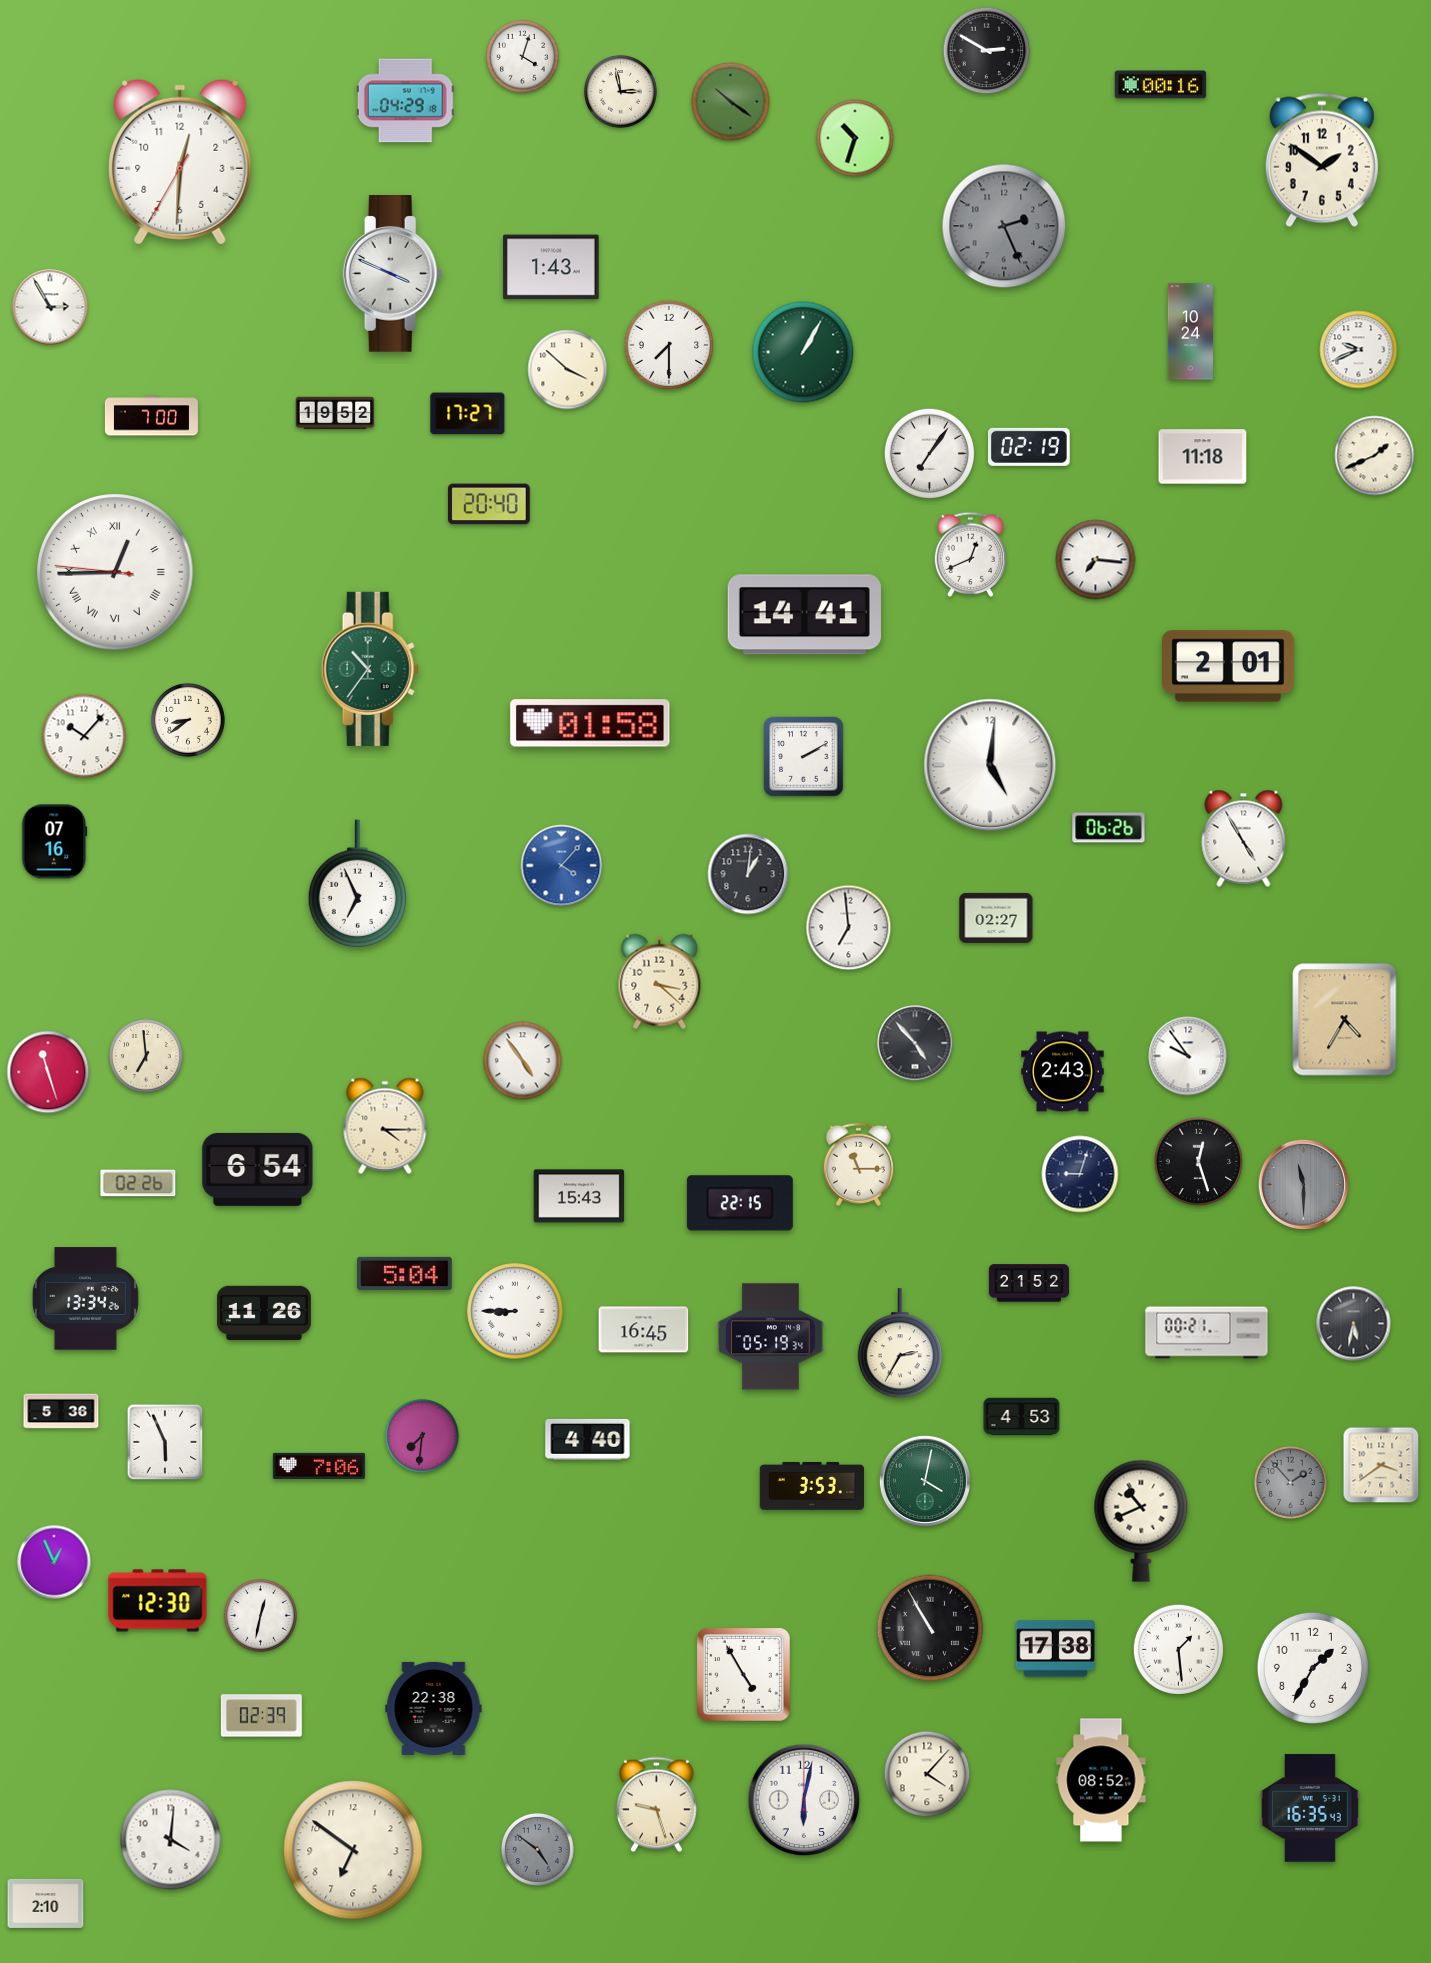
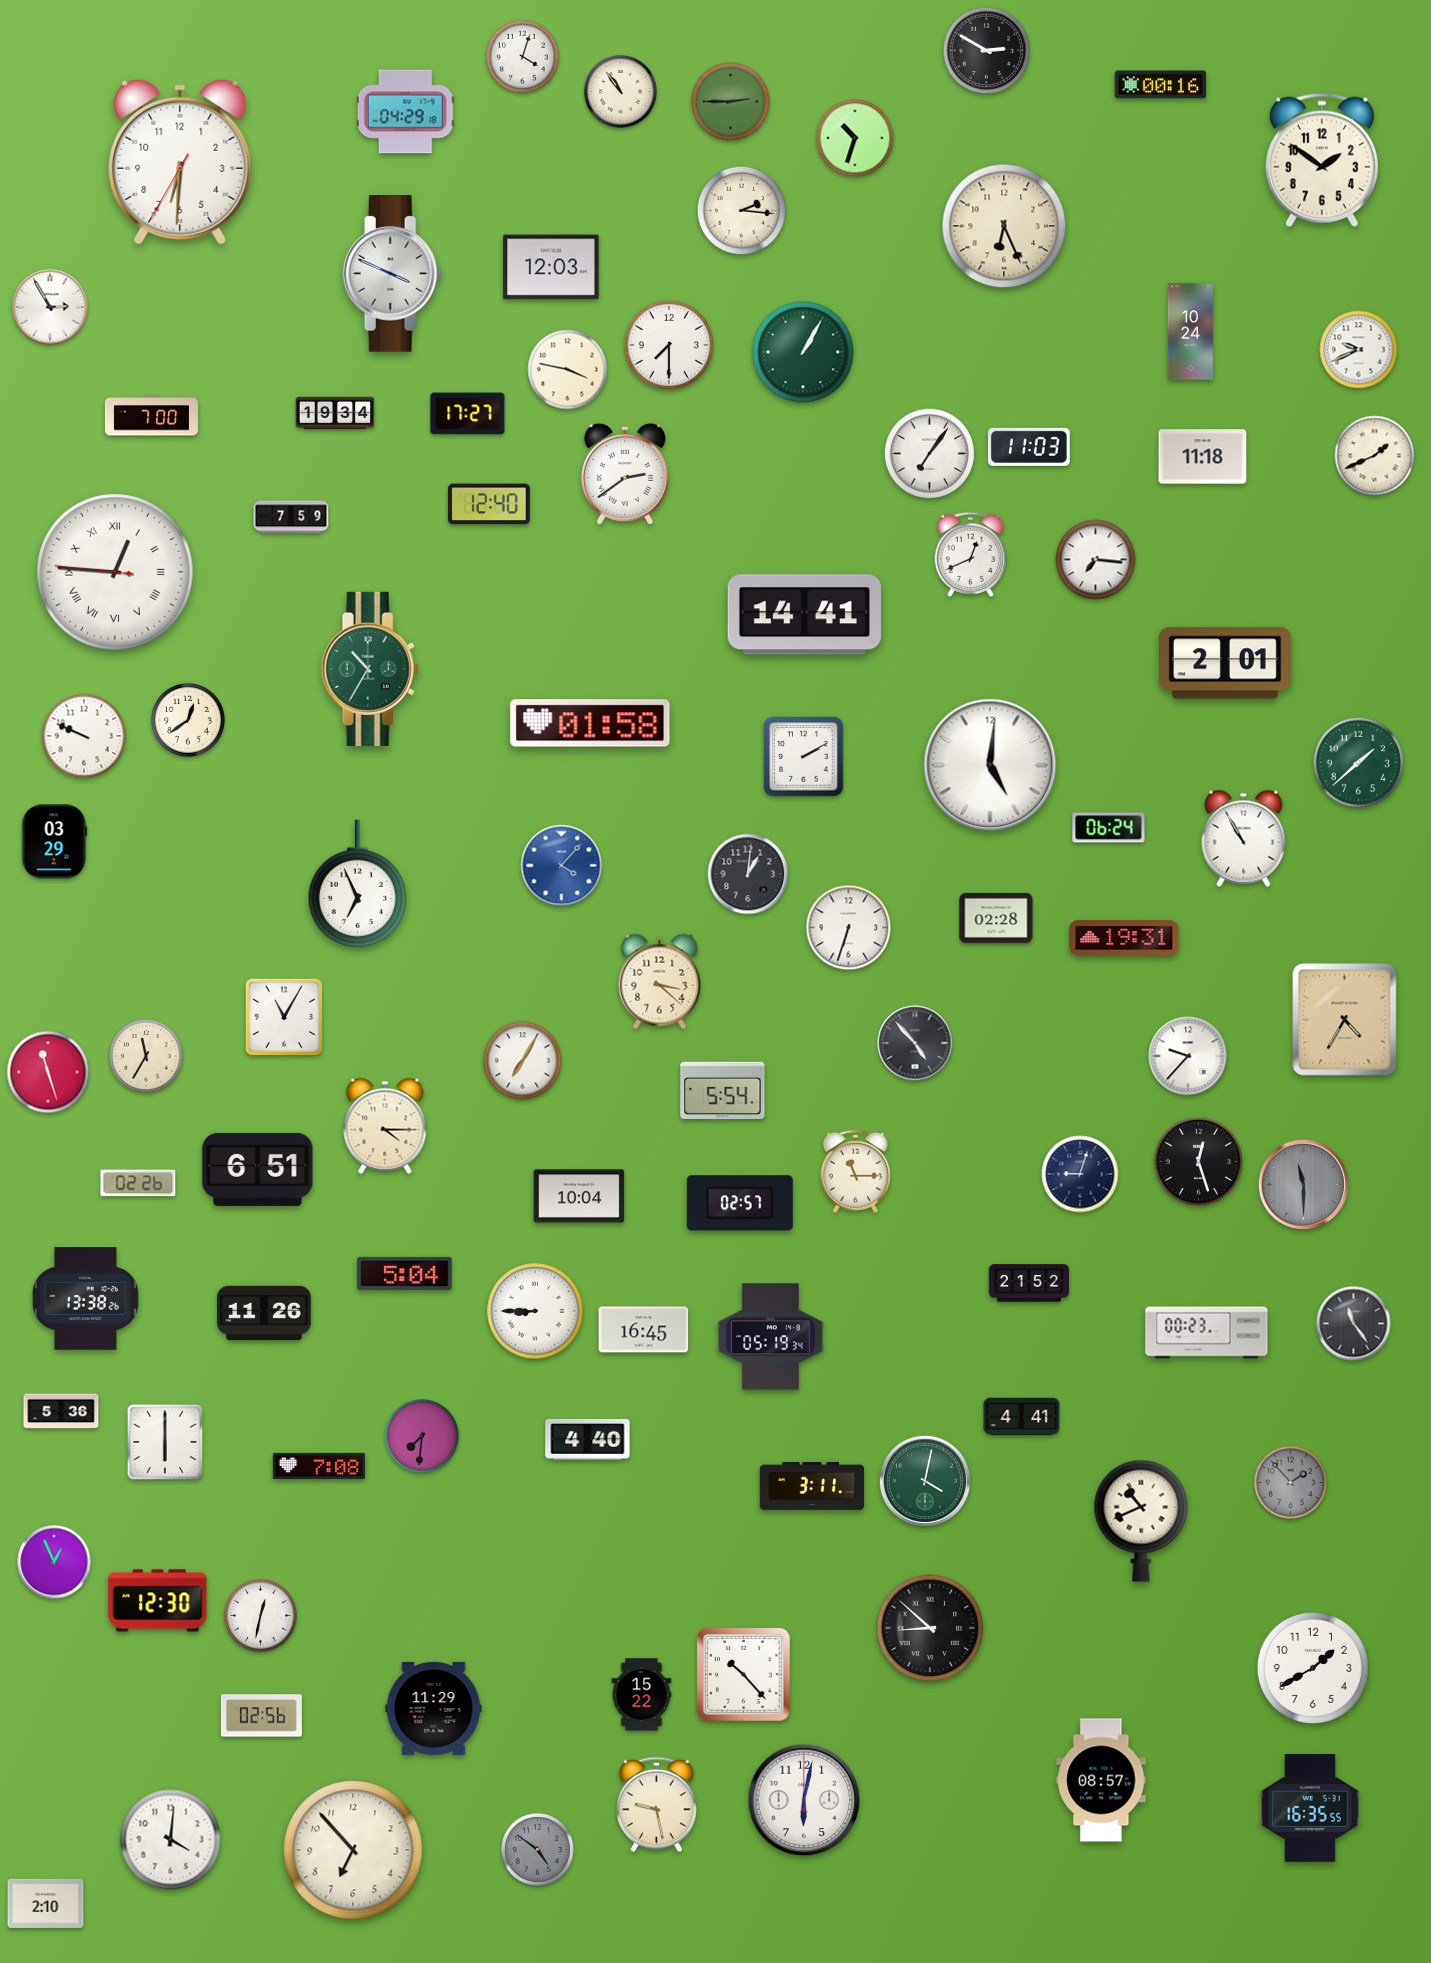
clock at (621, 92): 2:58 -> 10:54
clock at (405, 101) position: (405, 101) -> (405, 112)
clock at (731, 102): 10:21 -> 2:45
clock at (180, 162): 12:30 -> 6:30
clock at (742, 211): none -> 2:16
clock at (1004, 226): 2:26 -> 6:26
clock at (1004, 226) dial: grey -> cream
clock at (551, 267): 1:43 -> 12:03
clock at (568, 370): 3:52 -> 3:47
clock at (335, 413): 19:52 -> 19:34
clock at (1029, 447): 02:19 -> 11:03
clock at (625, 474): none -> 2:39
clock at (489, 504): 20:40 -> 12:40
clock at (291, 517): none -> 7:59
clock at (115, 572): 12:44 -> 12:45
clock at (1229, 666) position: (1229, 666) -> (1226, 663)
clock at (370, 669): 10:36 -> 10:35
clock at (188, 720): 8:39 -> 12:39
clock at (84, 736): 10:07 -> 9:49
clock at (1358, 762): none -> 1:38
clock at (1109, 828): 06:26 -> 06:24
clock at (1244, 838): 4:55 -> 10:55
clock at (55, 842): 07:16 -> 03:29
clock at (996, 918): 02:27 -> 02:28
clock at (849, 928): 6:59 -> 6:33
clock at (1124, 938): none -> 19:31
clock at (284, 1017): none -> 11:05
clock at (146, 1056): 6:59 -> 11:35
clock at (1188, 1056): 9:54 -> 9:37
clock at (523, 1061): 4:54 -> 7:05
clock at (1063, 1072): 2:43 -> none
clock at (723, 1090): none -> 5:54
clock at (858, 1164) position: (858, 1164) -> (855, 1171)
clock at (258, 1169): 6:54 -> 6:51
clock at (579, 1196): 15:43 -> 10:04
clock at (740, 1203): 22:15 -> 02:57
clock at (85, 1299): 13:34 -> 13:38
clock at (515, 1311) position: (515, 1311) -> (535, 1311)
clock at (1354, 1324): 5:32 -> 11:24
clock at (1207, 1333): 00:21 -> 00:23
clock at (900, 1344): 2:35 -> none
clock at (1022, 1417): 4:53 -> 4:41
clock at (165, 1442): 5:56 -> 6:00
clock at (1381, 1465): 3:39 -> none
clock at (319, 1466): 7:06 -> 7:08
clock at (812, 1486): 3:53 -> 3:11
clock at (930, 1628): 10:55 -> 8:52
clock at (1055, 1649): 17:38 -> none
clock at (1178, 1649): 1:29 -> none
clock at (1313, 1668): 1:35 -> 1:40
clock at (744, 1675): 4:55 -> 10:23
clock at (642, 1695): none -> 15:22
clock at (434, 1708): 22:38 -> 11:29
clock at (261, 1716): 02:39 -> 02:56
clock at (927, 1774): 4:07 -> none
clock at (1101, 1780): 08:52 -> 08:57
clock at (657, 1805): 9:27 -> 9:28
clock at (1310, 1808): 16:35:43 -> 16:35:55
clock at (353, 1850): 6:51 -> 6:53
